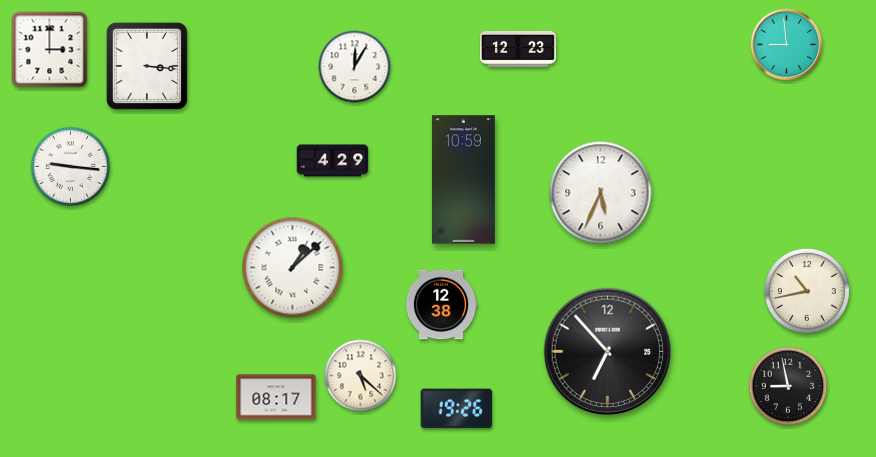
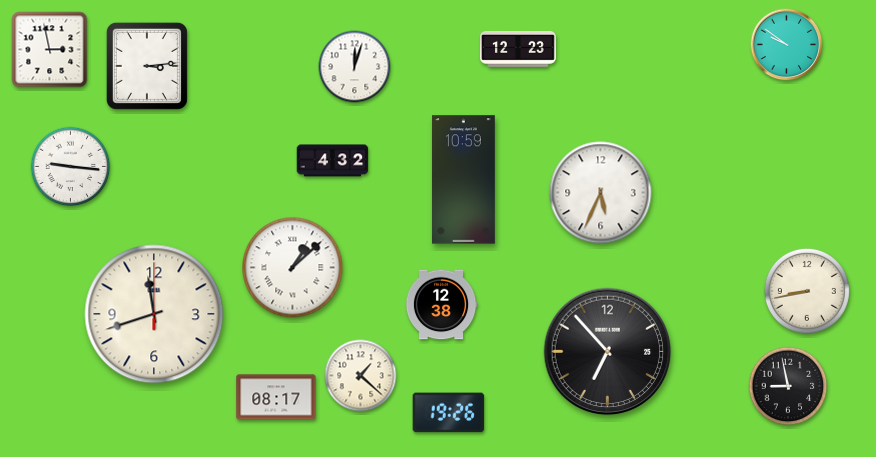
clock at (787, 45): 8:59 -> 9:51
clock at (50, 50): 3:00 -> 2:58
clock at (147, 66): 3:16 -> 3:14
clock at (355, 67): 12:05 -> 12:03
clock at (333, 161): 4:29 -> 4:32
clock at (807, 291): 10:43 -> 8:43
clock at (154, 314): none -> 11:42
clock at (361, 376): 5:22 -> 1:22
clock at (457, 409) position: (457, 409) -> (449, 413)
